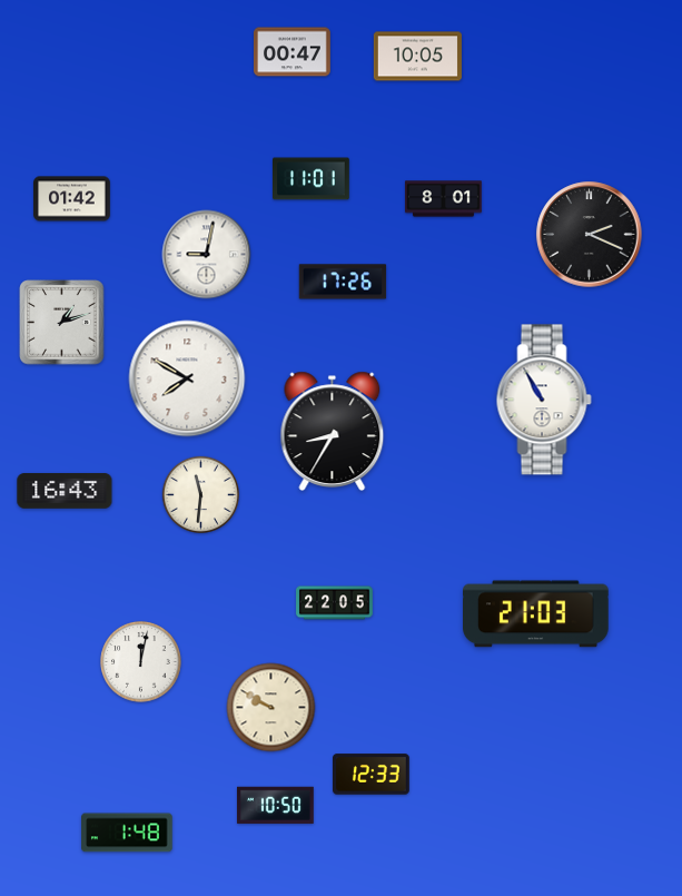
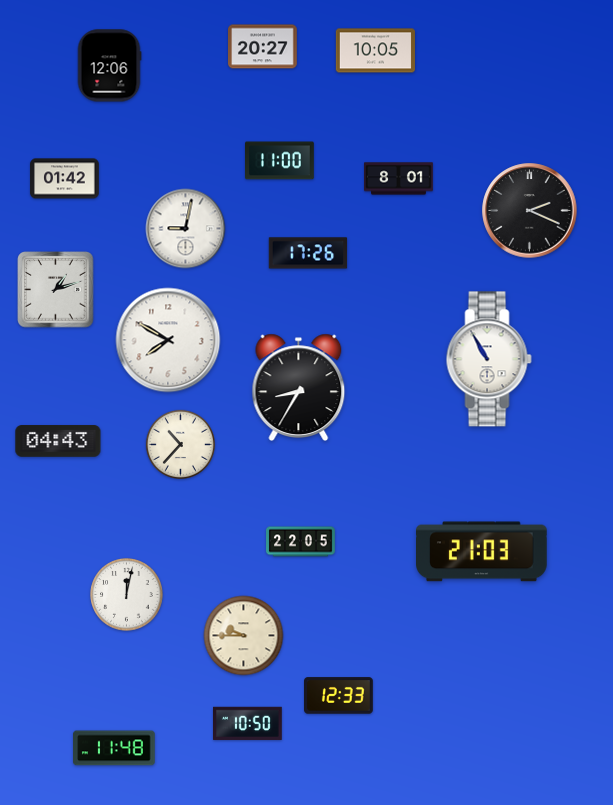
clock at (293, 52): 00:47 -> 20:27
clock at (109, 66): none -> 12:06
clock at (312, 179): 11:01 -> 11:00
clock at (65, 491): 16:43 -> 04:43
clock at (200, 494): 11:31 -> 10:37
clock at (271, 708): 9:50 -> 9:45
clock at (372, 775) position: (372, 775) -> (339, 696)
clock at (127, 833): 1:48 -> 11:48
